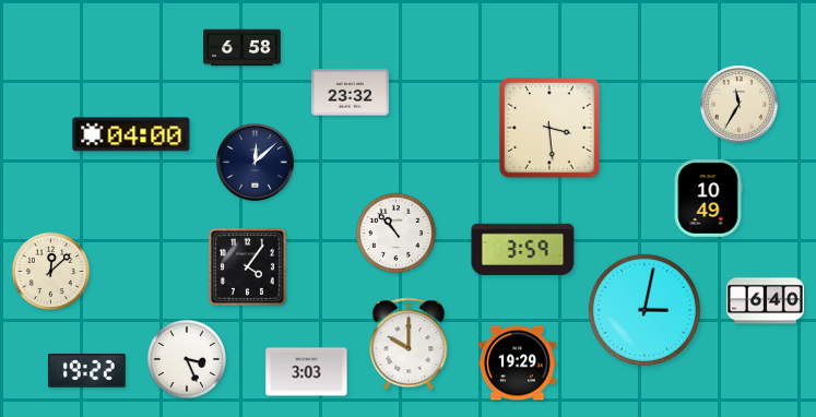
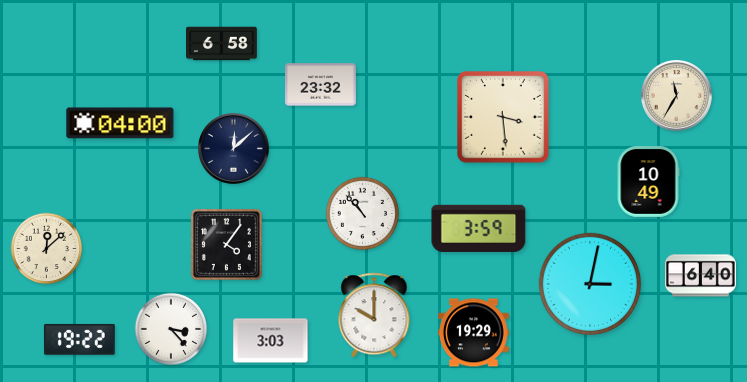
clock at (187, 359): 3:26 -> 3:23
clock at (307, 372) position: (307, 372) -> (271, 341)
